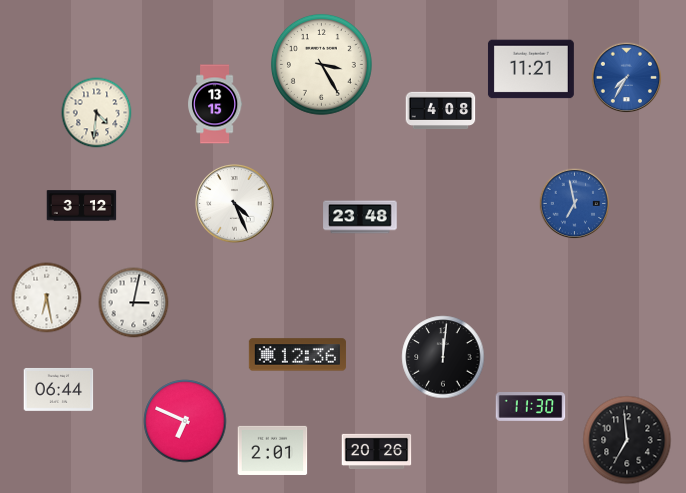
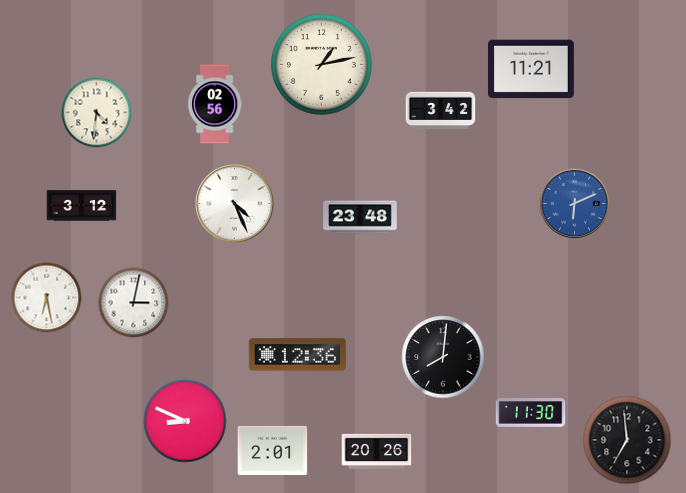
clock at (321, 64): 3:25 -> 1:13
clock at (627, 78): 7:35 -> none
clock at (216, 104): 13:15 -> 02:56
clock at (441, 111): 4:08 -> 3:42
clock at (575, 204): 6:58 -> 6:11
clock at (443, 357): 12:01 -> 8:01
clock at (59, 389): 06:44 -> none
clock at (531, 407) position: (531, 407) -> (531, 413)
clock at (185, 421): 6:49 -> 8:49
